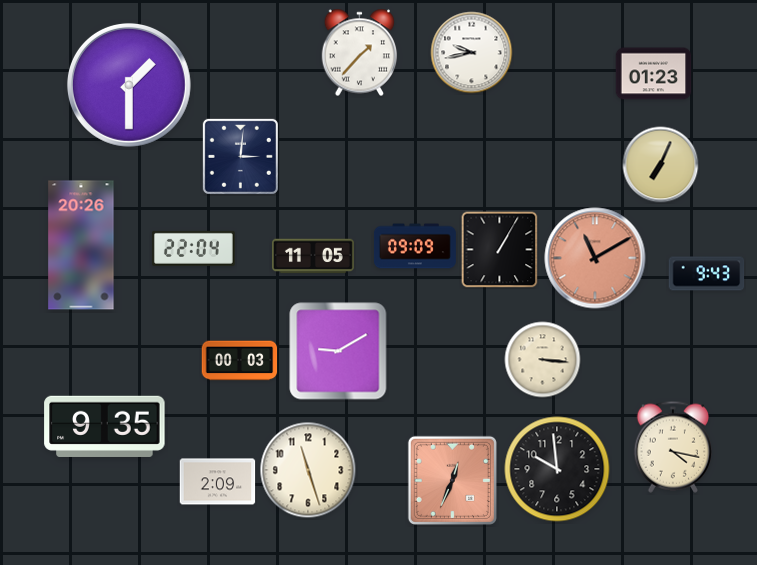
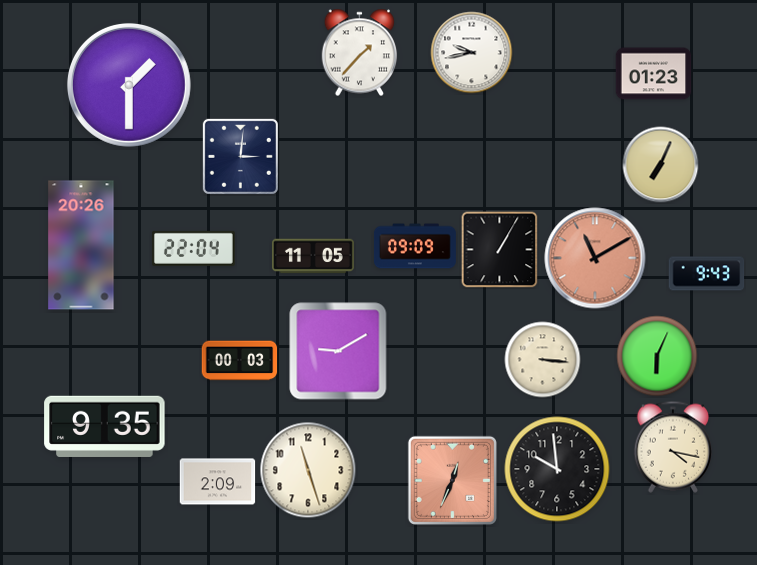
clock at (657, 356): none -> 6:04
